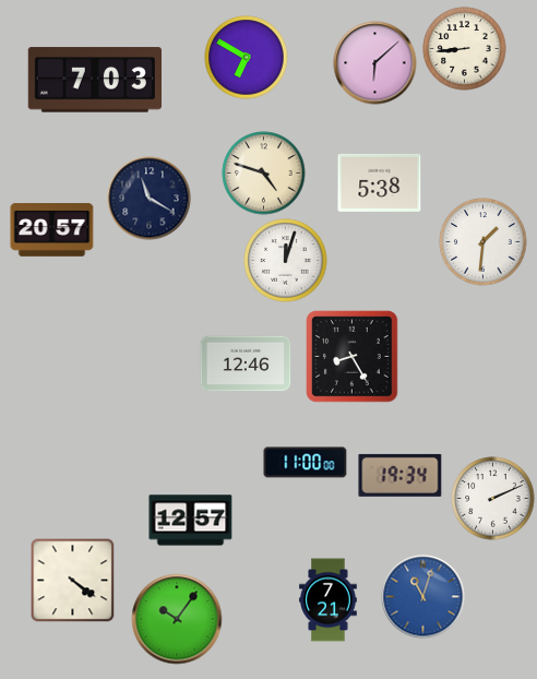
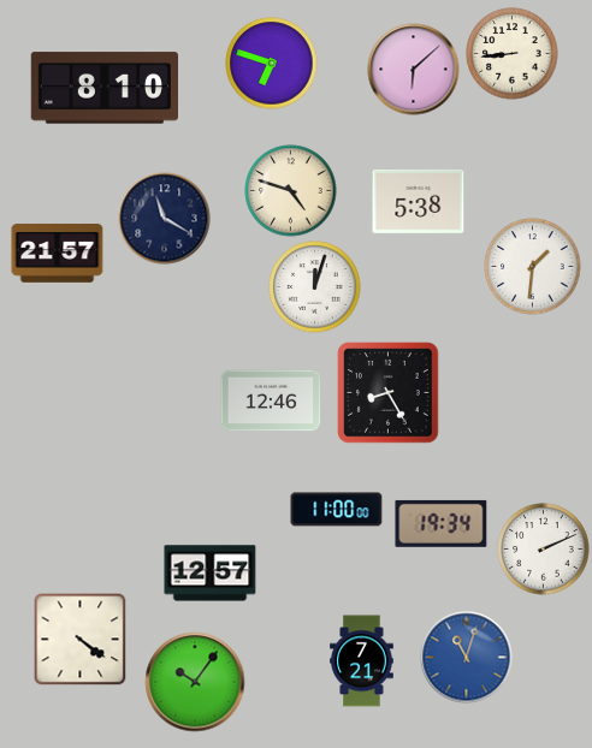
clock at (247, 58): 6:50 -> 6:48
clock at (94, 80): 7:03 -> 8:10
clock at (52, 230): 20:57 -> 21:57
